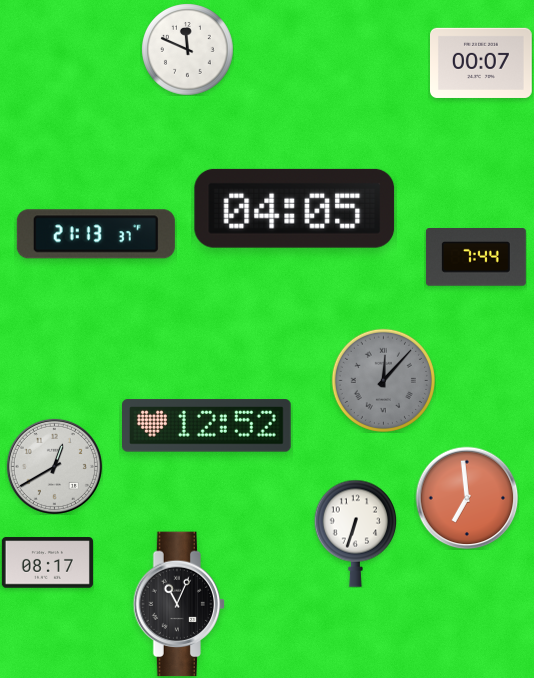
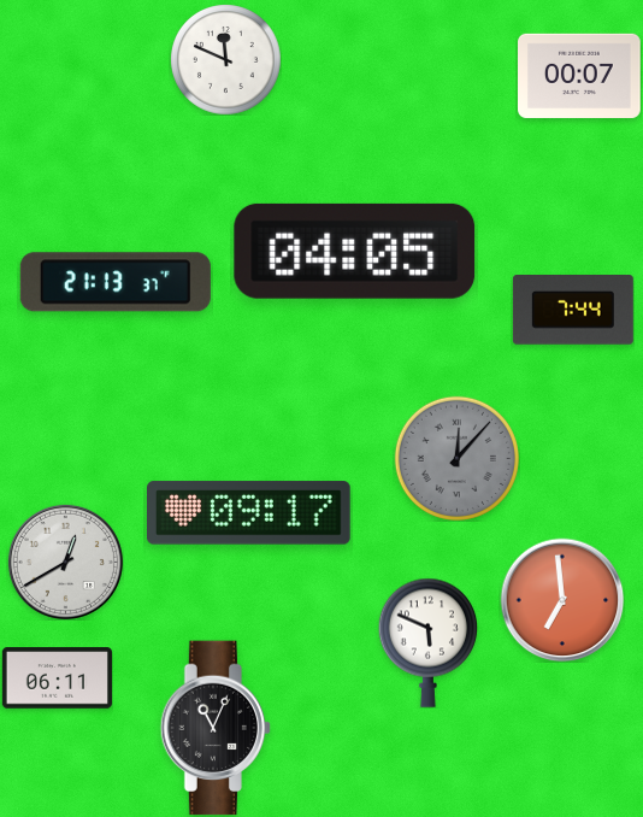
clock at (383, 380) position: (383, 380) -> (456, 458)
clock at (207, 426): 12:52 -> 09:17
clock at (355, 533): 6:33 -> 5:49
clock at (47, 563): 08:17 -> 06:11
